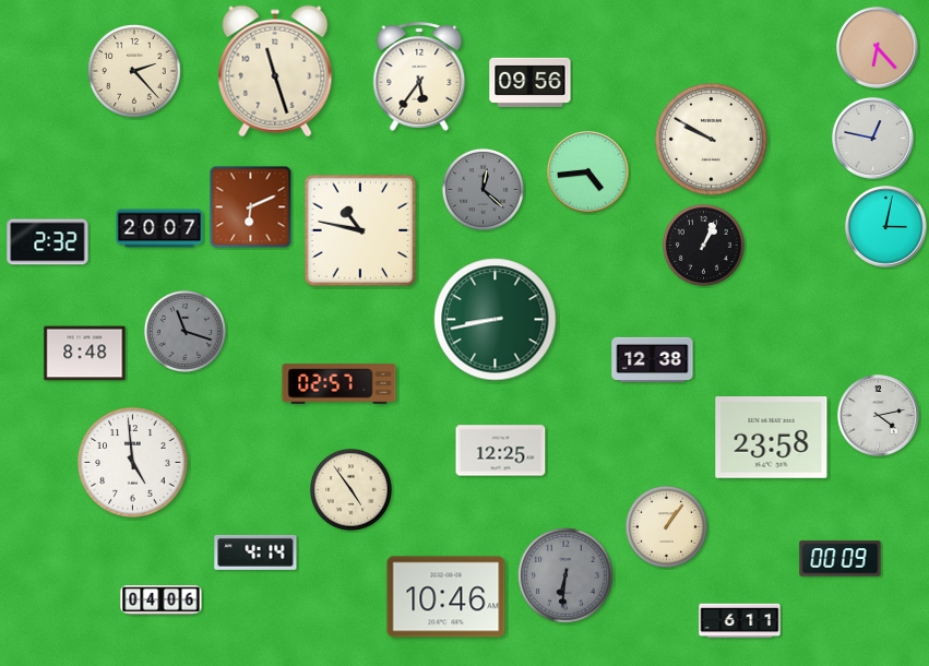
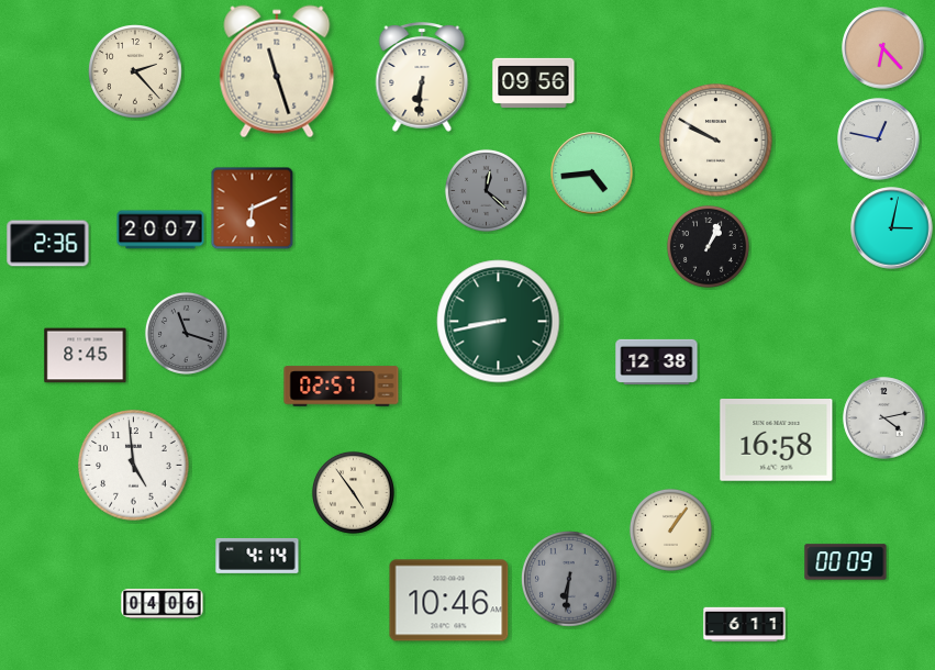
clock at (419, 76): 5:36 -> 6:31
clock at (360, 230): 10:47 -> none
clock at (48, 242): 2:32 -> 2:36
clock at (85, 354): 8:48 -> 8:45
clock at (772, 438): 23:58 -> 16:58
clock at (501, 451): 12:25 -> none
